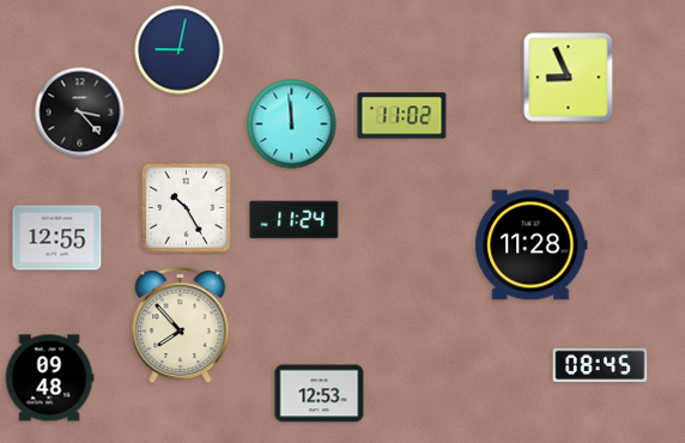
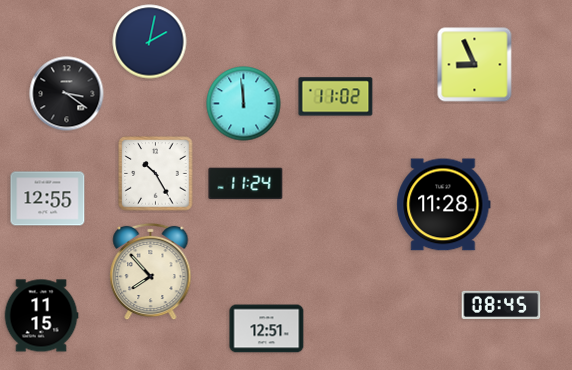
clock at (180, 50): 9:02 -> 2:02
clock at (80, 113): 3:23 -> 3:21
clock at (49, 378): 09:48 -> 11:15
clock at (320, 394): 12:53 -> 12:51
